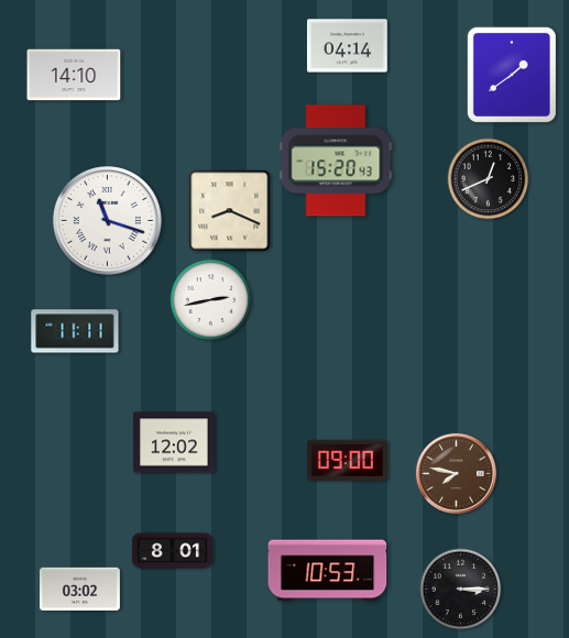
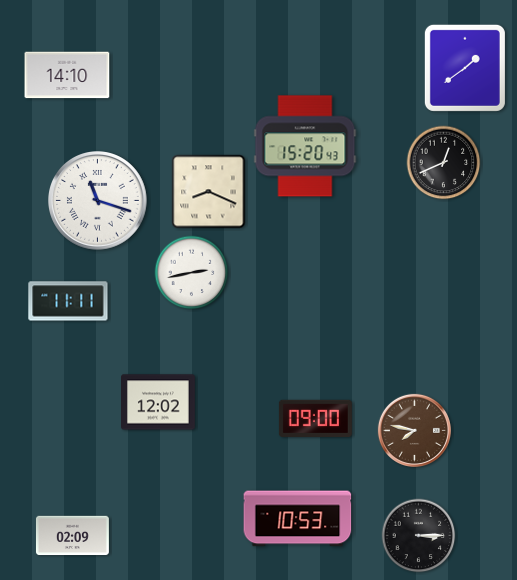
clock at (347, 46): 04:14 -> none
clock at (74, 75) position: (74, 75) -> (67, 75)
clock at (172, 551): 8:01 -> none
clock at (79, 590): 03:02 -> 02:09
